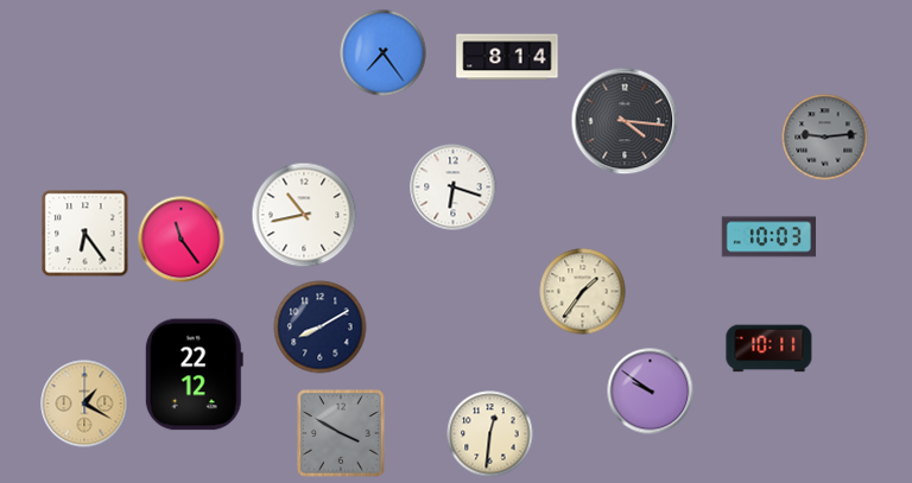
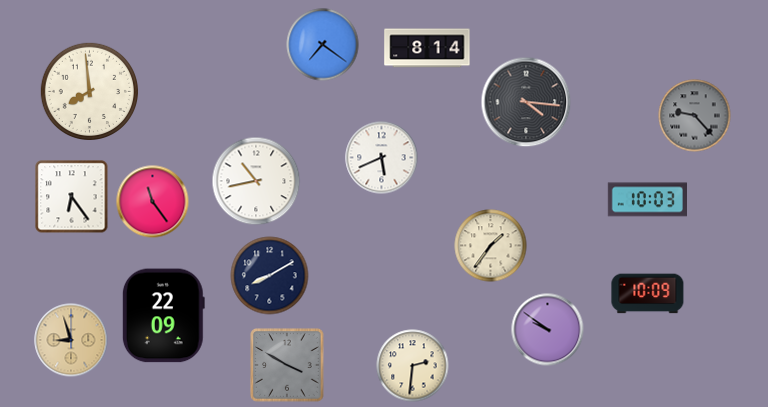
clock at (384, 53): 7:24 -> 7:21
clock at (89, 91): none -> 7:59
clock at (825, 138): 9:14 -> 9:23
clock at (454, 188): 6:18 -> 5:41
clock at (769, 349): 10:11 -> 10:09
clock at (194, 375): 22:12 -> 22:09
clock at (84, 403): 1:20 -> 8:57
clock at (490, 434): 12:31 -> 2:31
